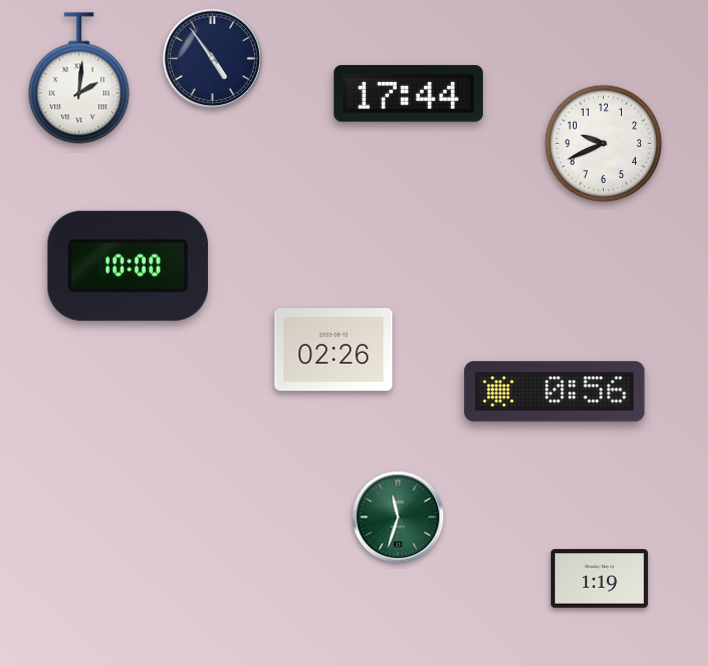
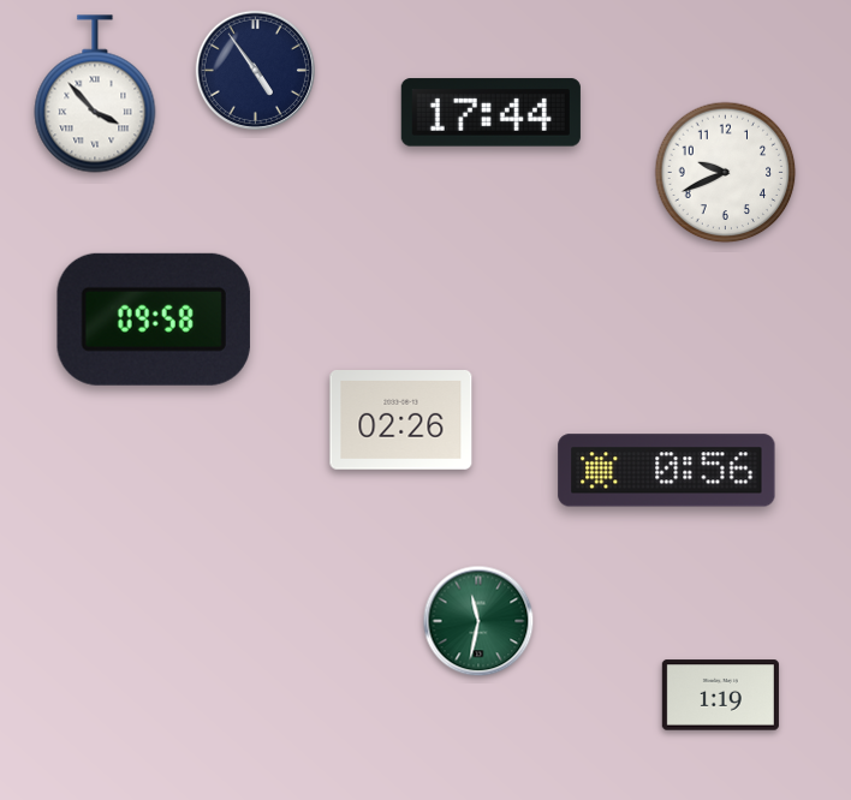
clock at (79, 78): 2:01 -> 3:53
clock at (128, 266): 10:00 -> 09:58
clock at (398, 517): 11:33 -> 11:32
